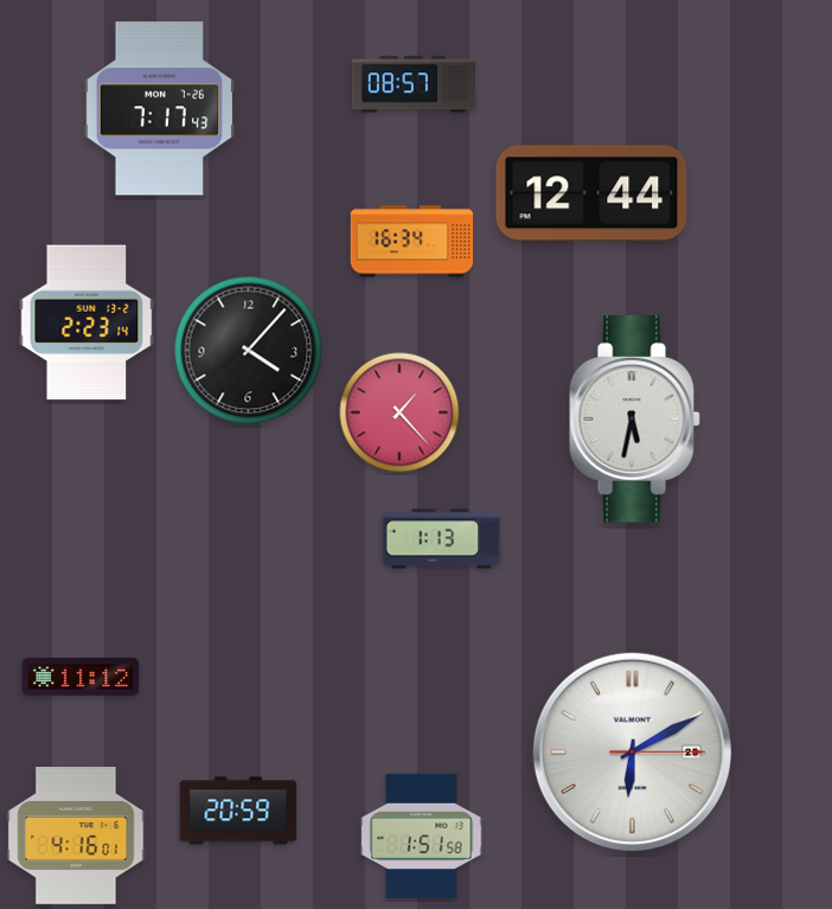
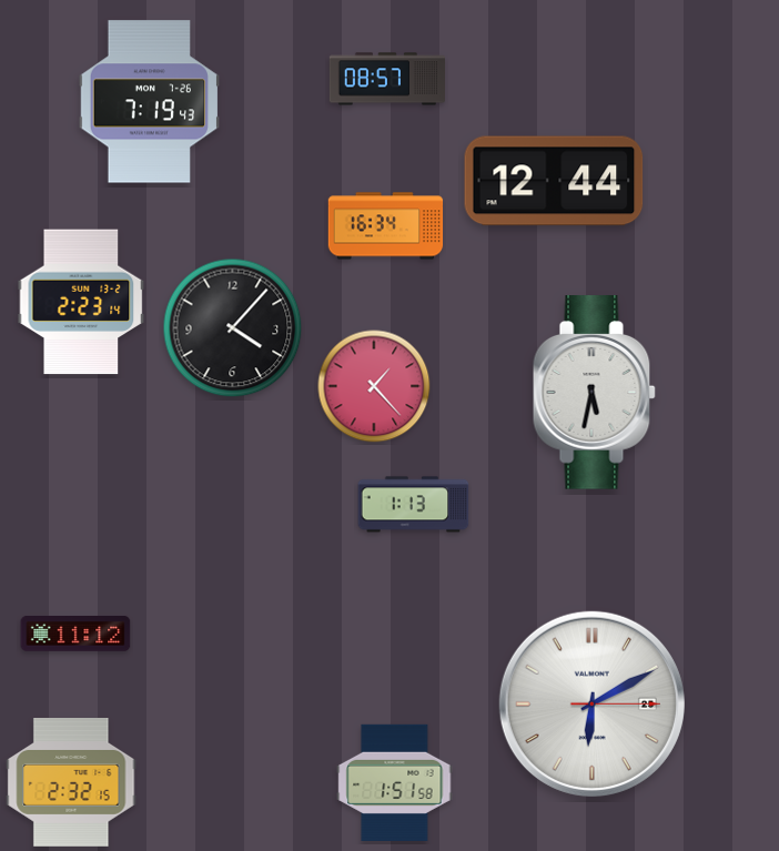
clock at (159, 109): 7:17 -> 7:19
clock at (238, 811): 20:59 -> none
clock at (76, 837): 4:16 -> 2:32
